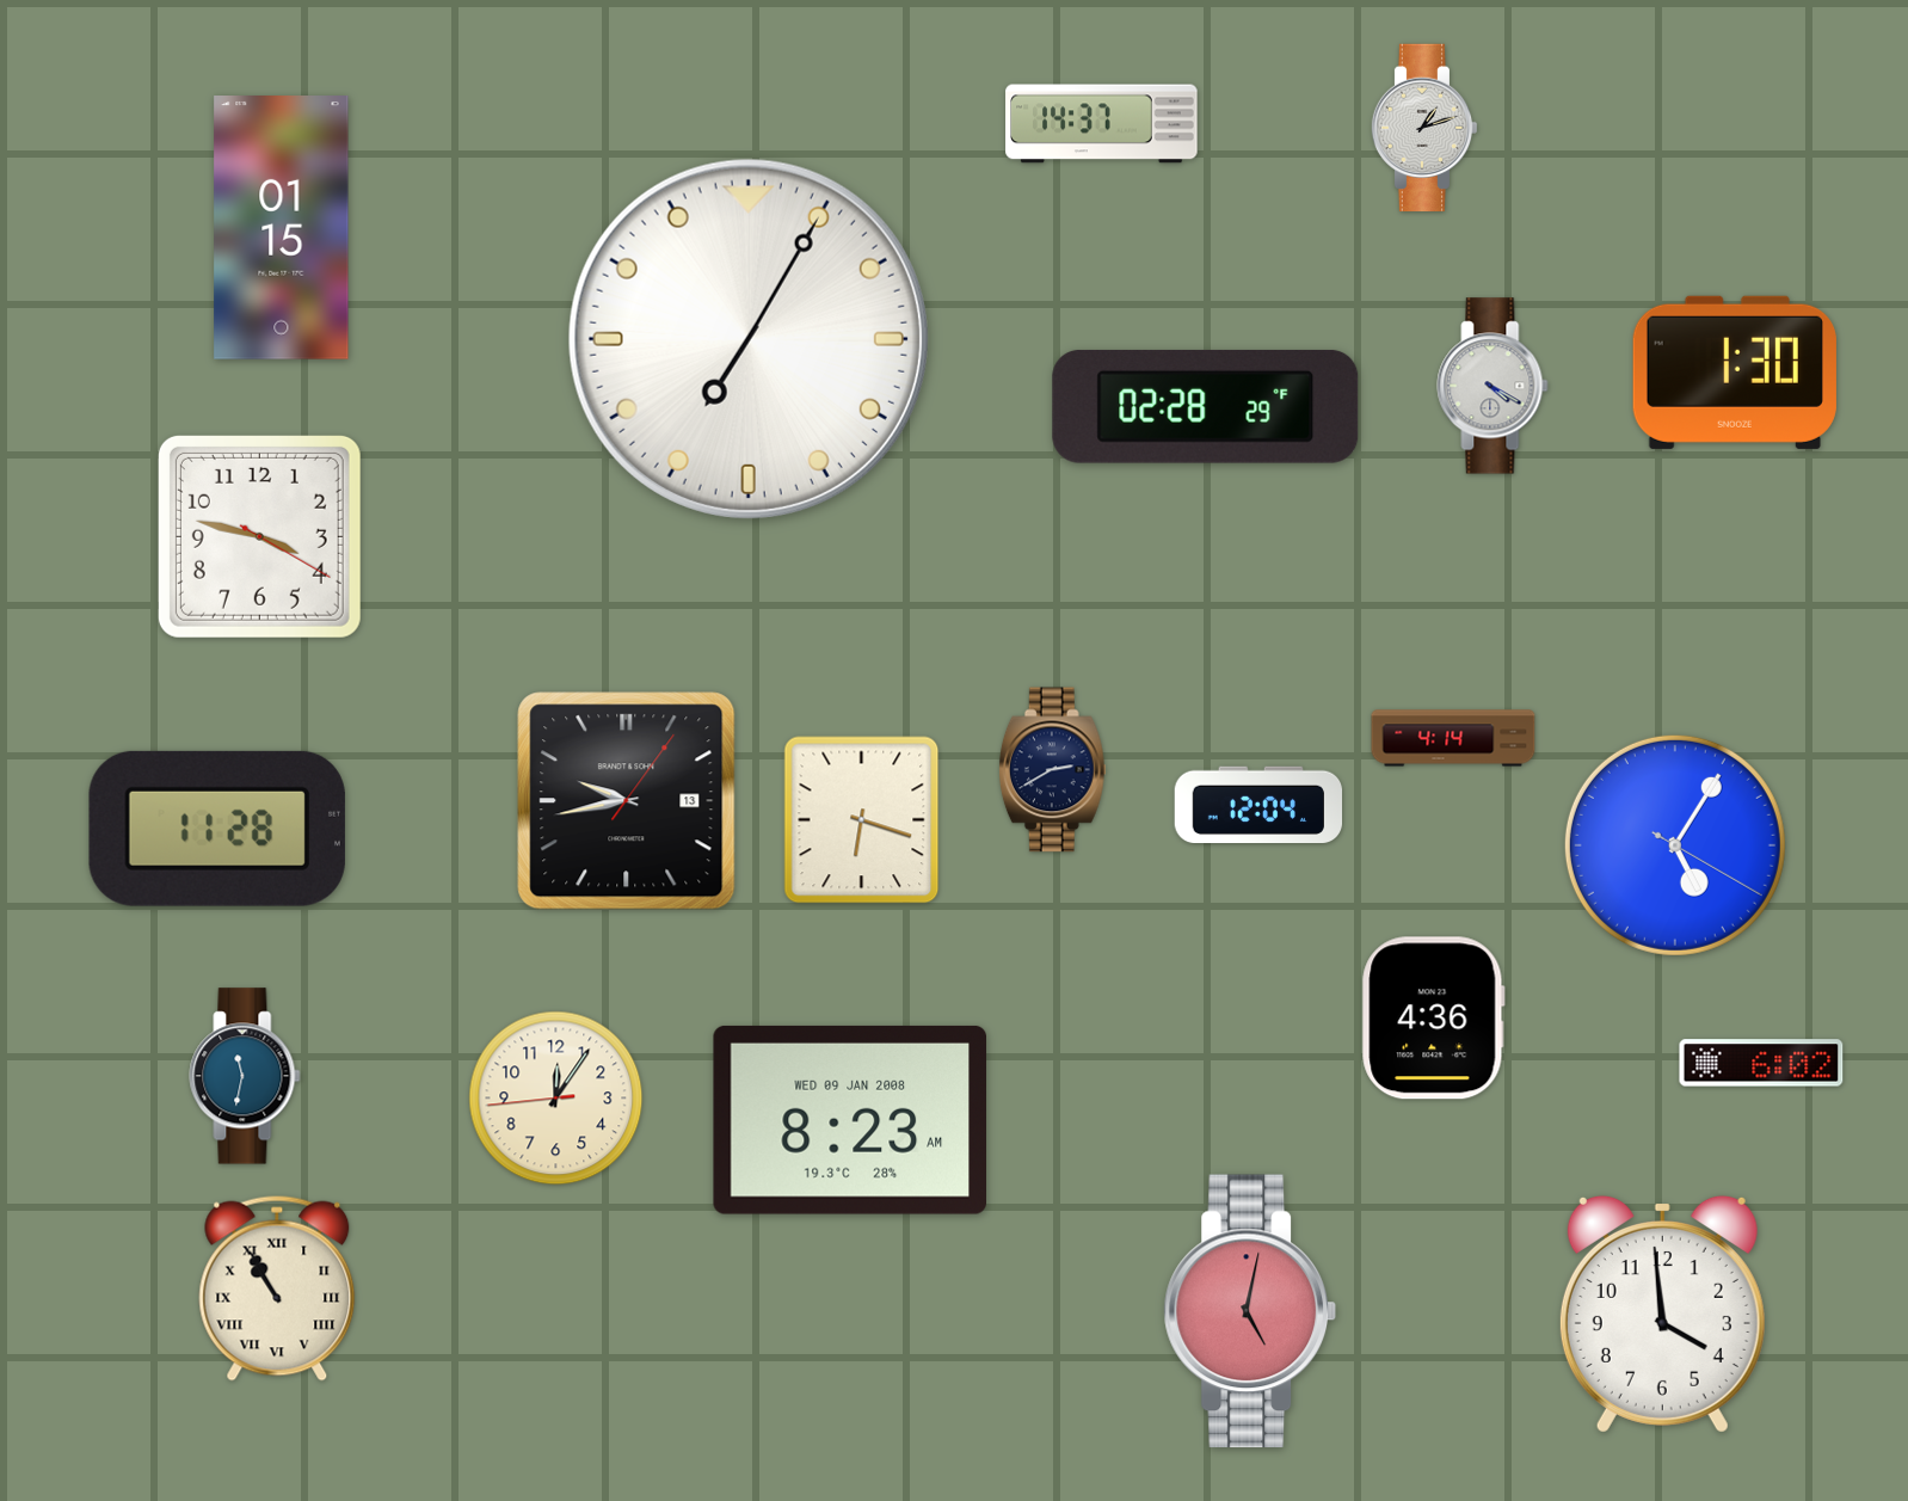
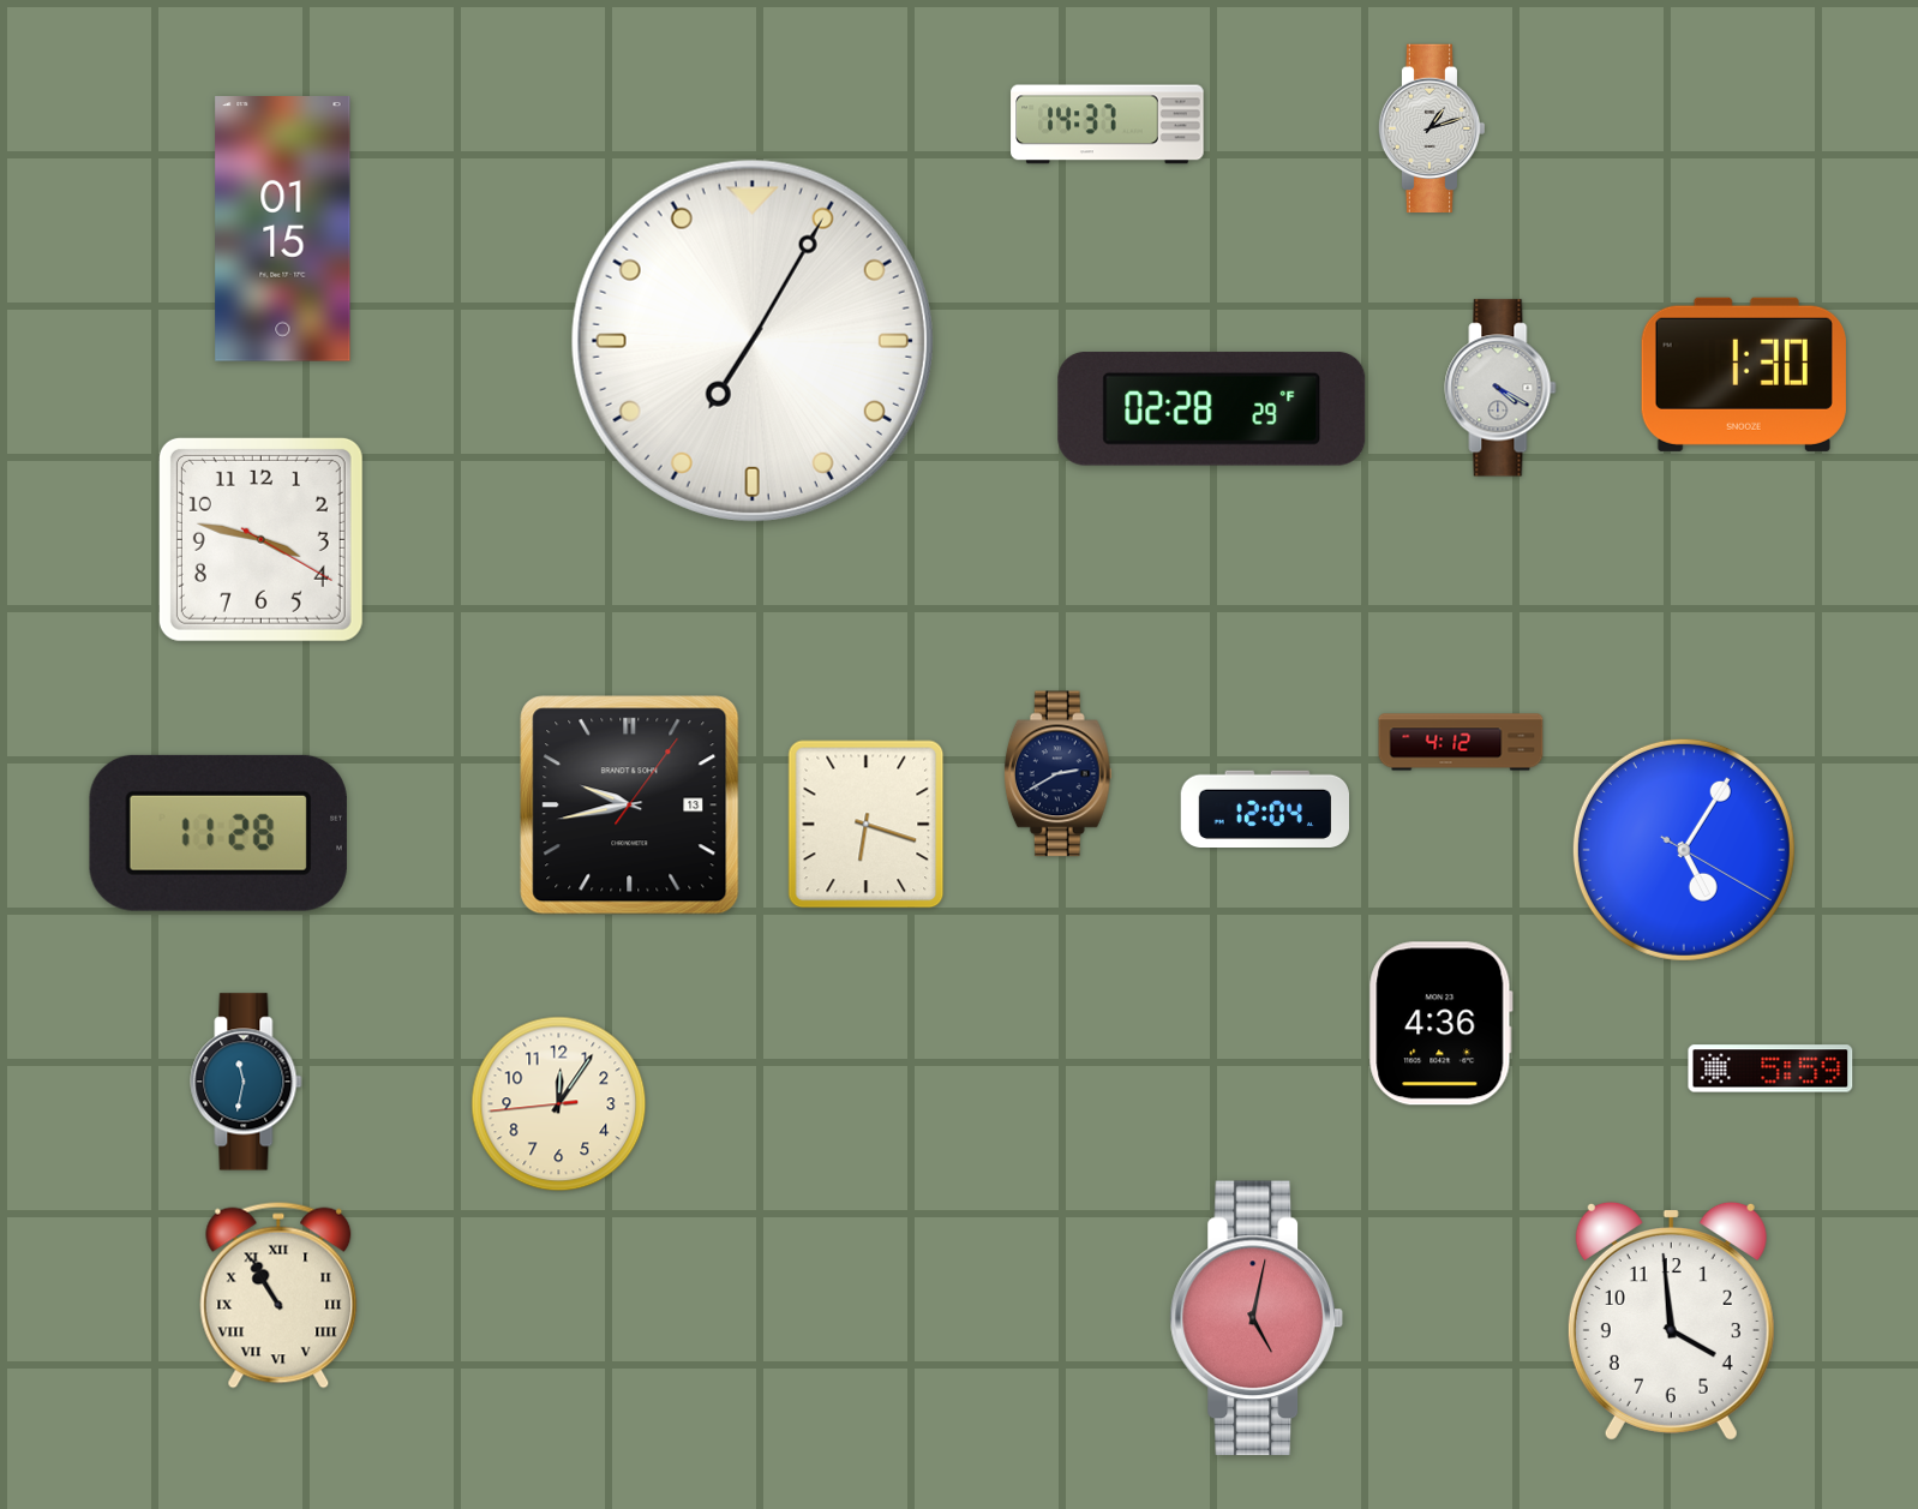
clock at (1453, 738): 4:14 -> 4:12
clock at (1761, 1063): 6:02 -> 5:59
clock at (849, 1120): 8:23 -> none
